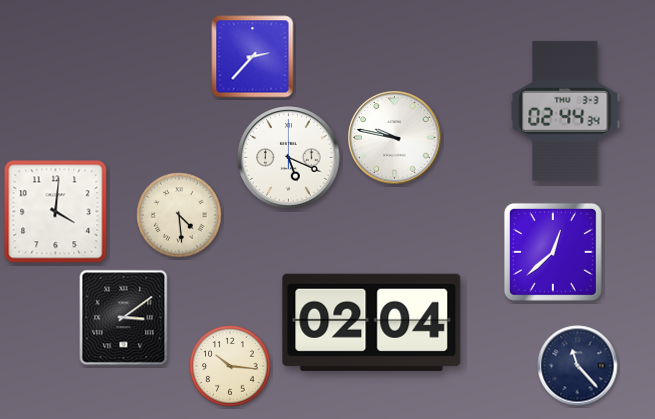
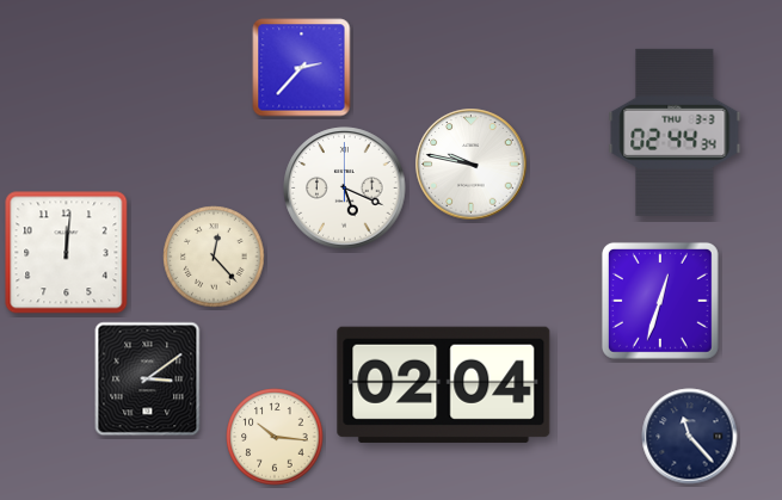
clock at (56, 212): 4:01 -> 12:01
clock at (179, 215): 4:29 -> 12:23
clock at (553, 252): 12:38 -> 12:33
